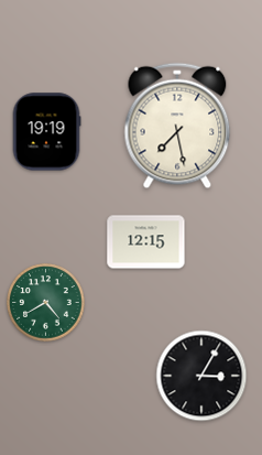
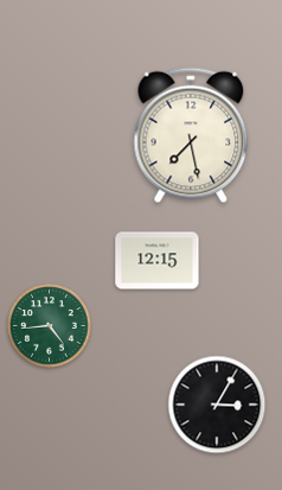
clock at (46, 132): 19:19 -> none
clock at (46, 303): 4:40 -> 4:44
